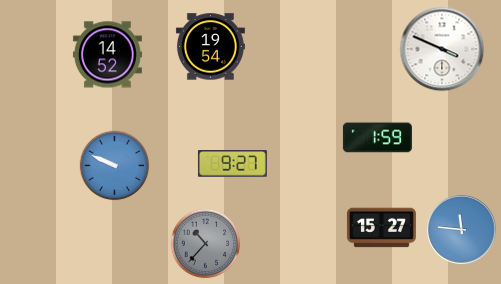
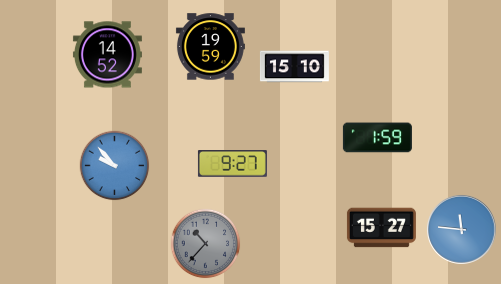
clock at (210, 47): 19:54 -> 19:59
clock at (442, 49): 3:49 -> none
clock at (294, 67): none -> 15:10
clock at (115, 166): 9:49 -> 9:53
